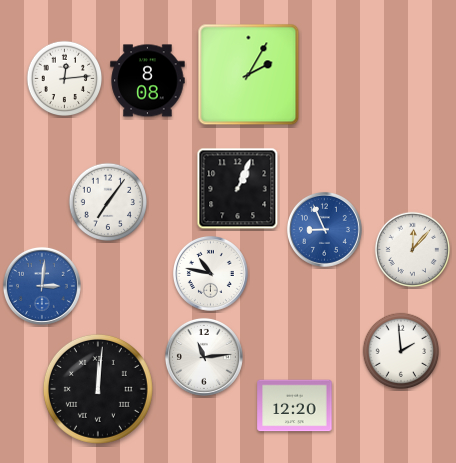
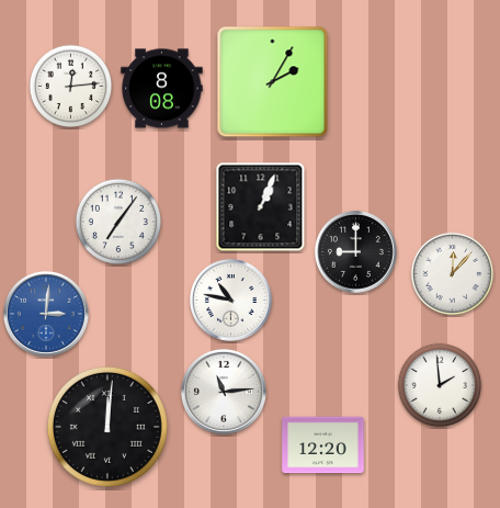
clock at (324, 229): 8:56 -> 9:00
clock at (324, 229) dial: blue -> black
